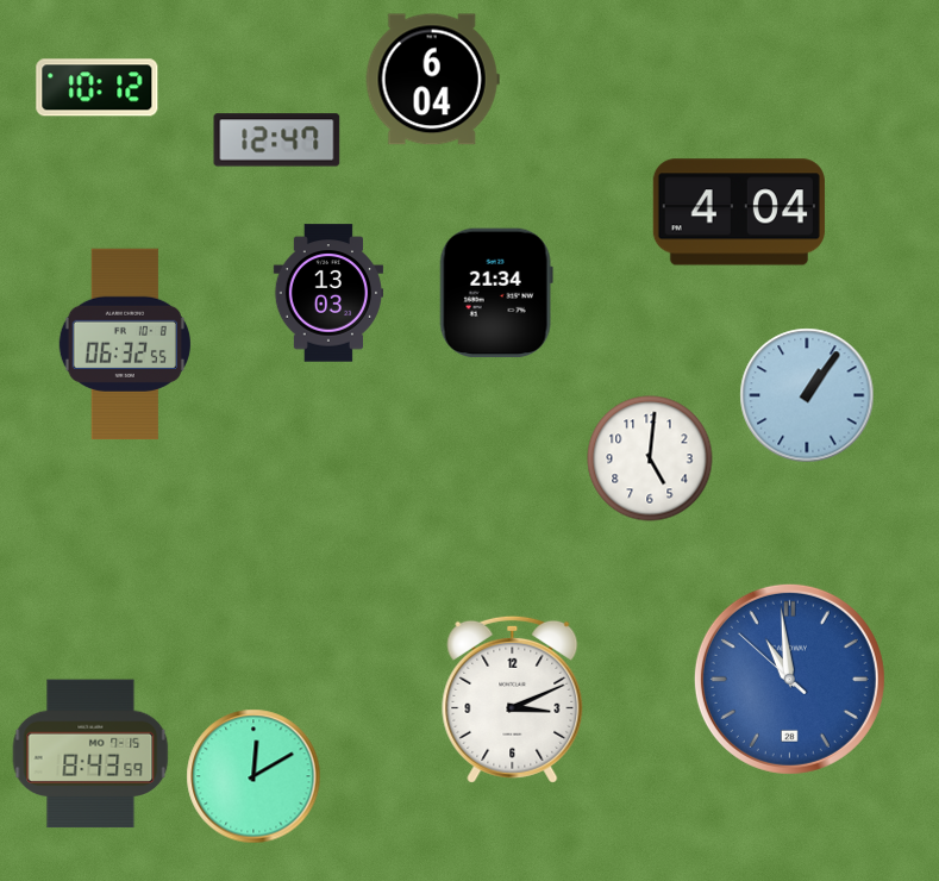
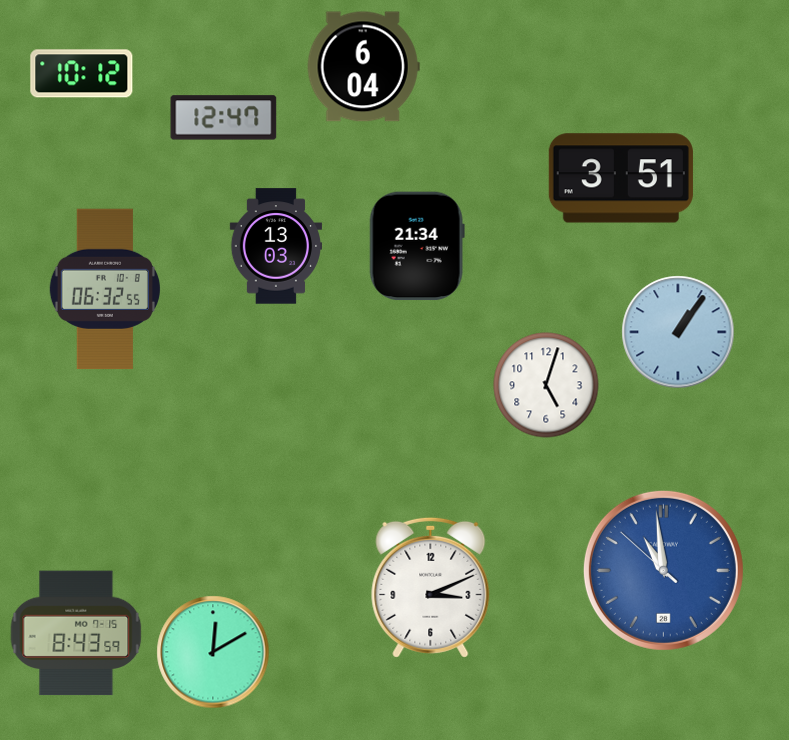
clock at (277, 140) position: (277, 140) -> (224, 118)
clock at (739, 212): 4:04 -> 3:51
clock at (650, 458): 5:01 -> 5:03
